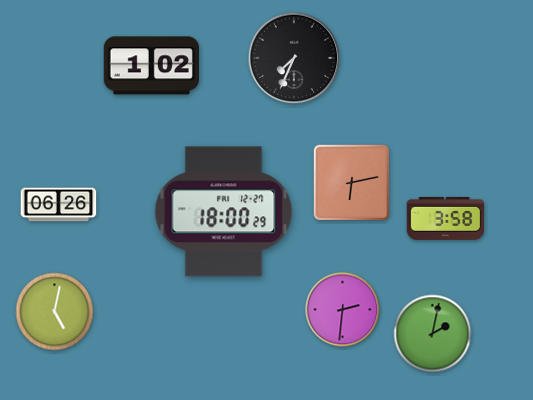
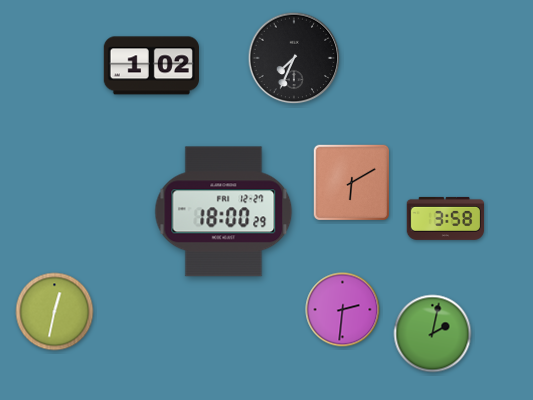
clock at (351, 182): 6:13 -> 6:10
clock at (59, 205): 06:26 -> none
clock at (55, 312): 5:02 -> 12:32
